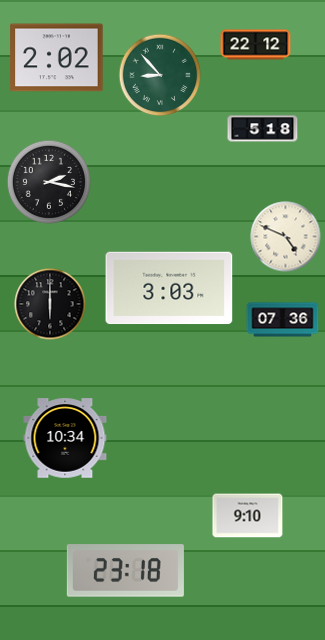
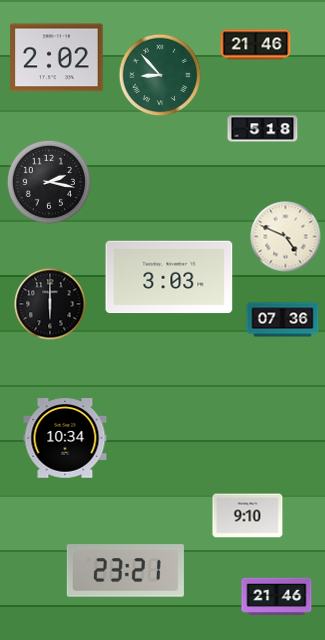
clock at (256, 45): 22:12 -> 21:46
clock at (169, 288) position: (169, 288) -> (169, 277)
clock at (125, 571): 23:18 -> 23:21
clock at (277, 596): none -> 21:46
